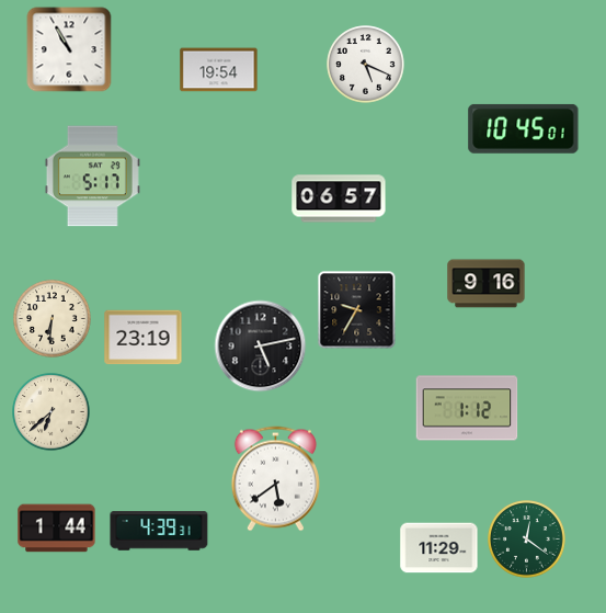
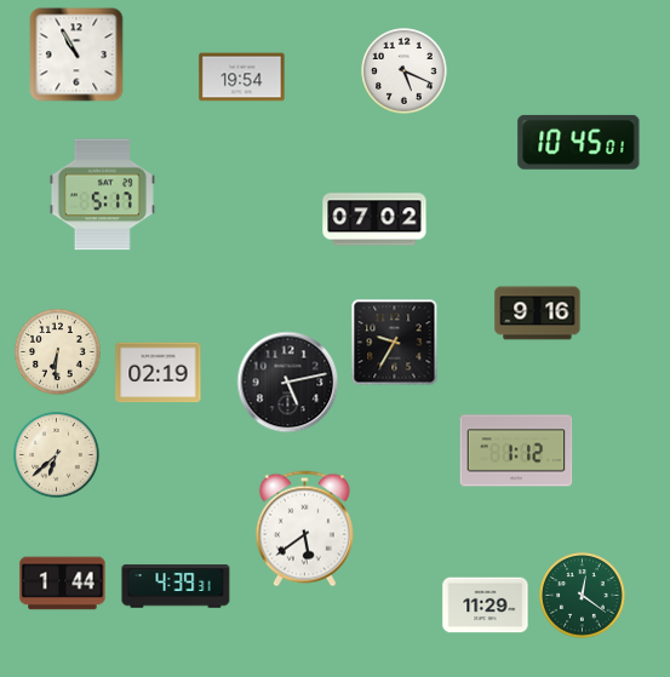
clock at (339, 198): 06:57 -> 07:02
clock at (144, 338): 23:19 -> 02:19
